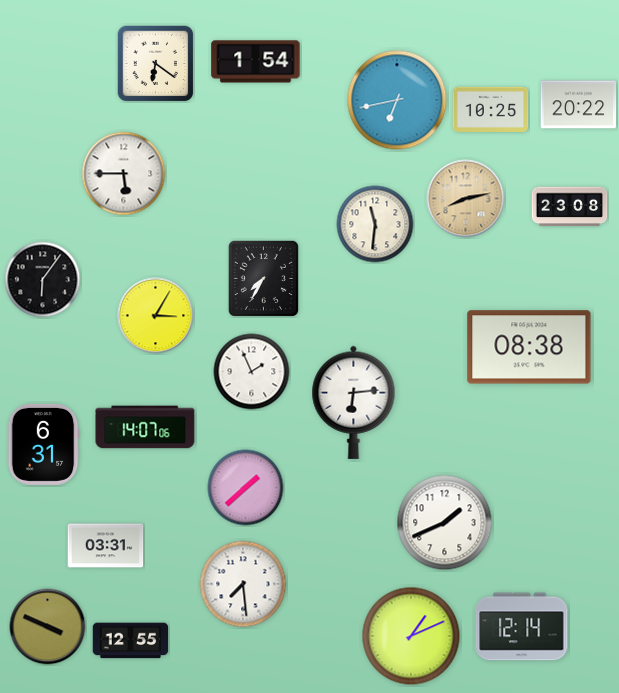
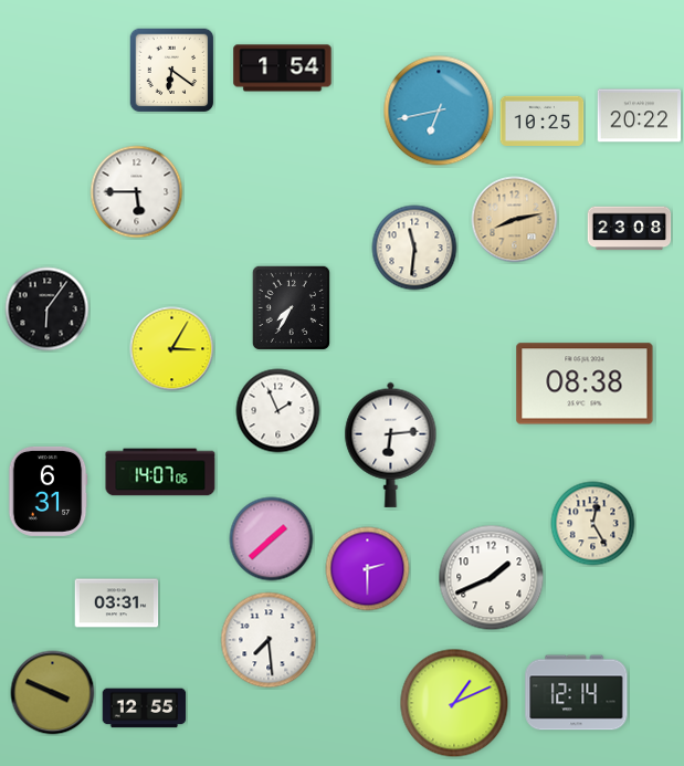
clock at (593, 524): none -> 12:25
clock at (368, 569): none -> 2:30
clock at (243, 584) position: (243, 584) -> (269, 640)
